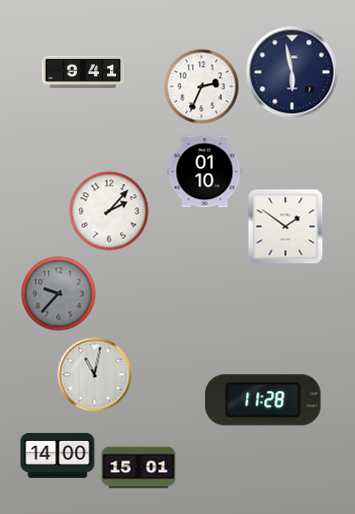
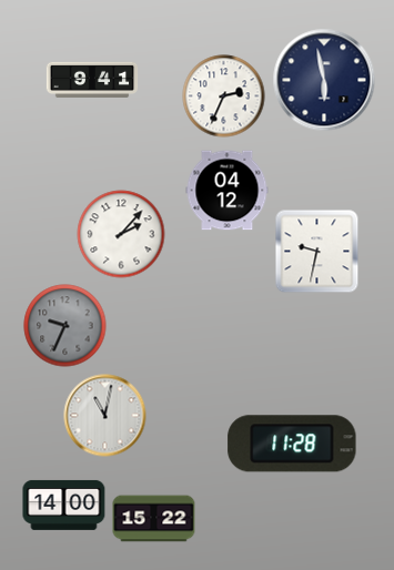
clock at (205, 172): 01:10 -> 04:12
clock at (286, 227): 1:51 -> 9:32
clock at (59, 294): 9:37 -> 9:34
clock at (139, 468): 15:01 -> 15:22
